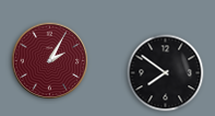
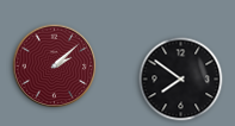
clock at (50, 61): 2:05 -> 2:08
